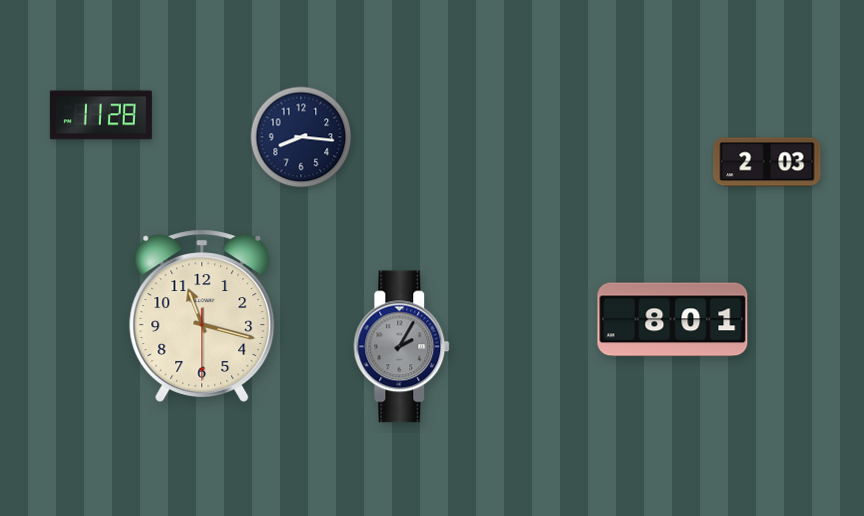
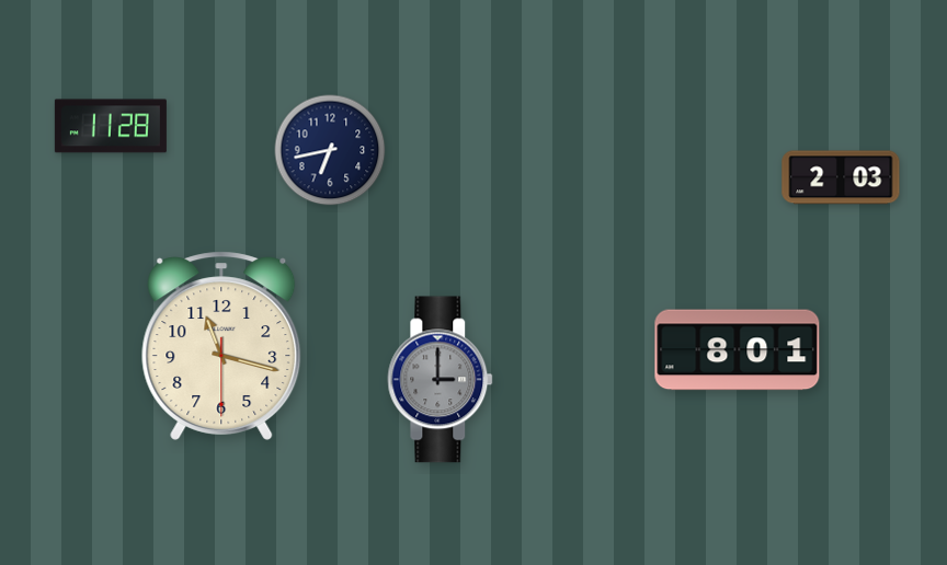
clock at (301, 137): 8:16 -> 6:43
clock at (402, 347): 2:05 -> 3:00
